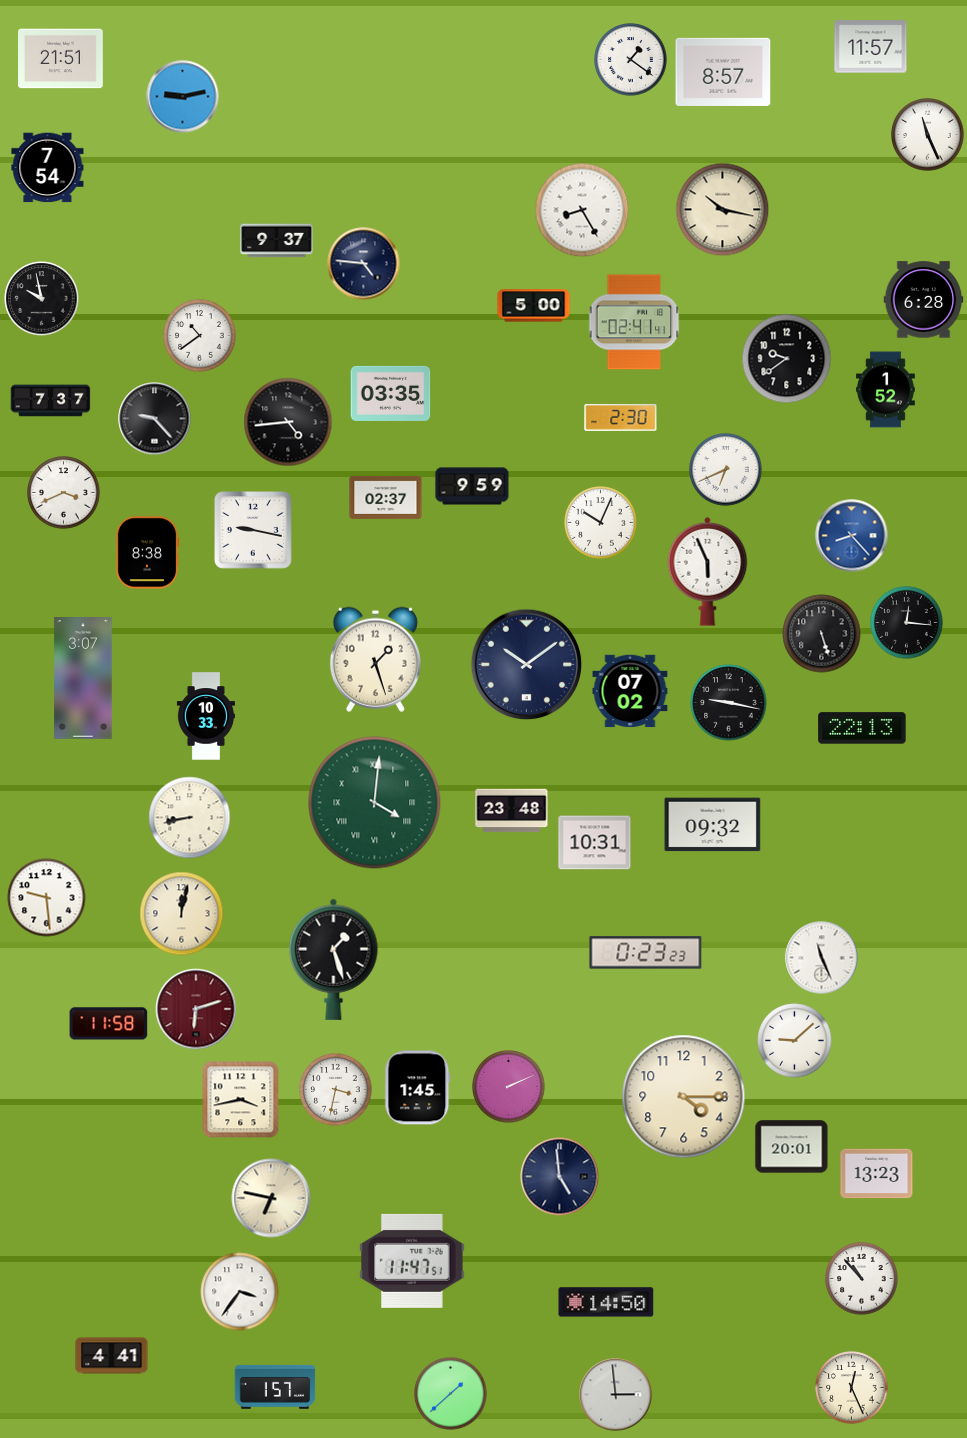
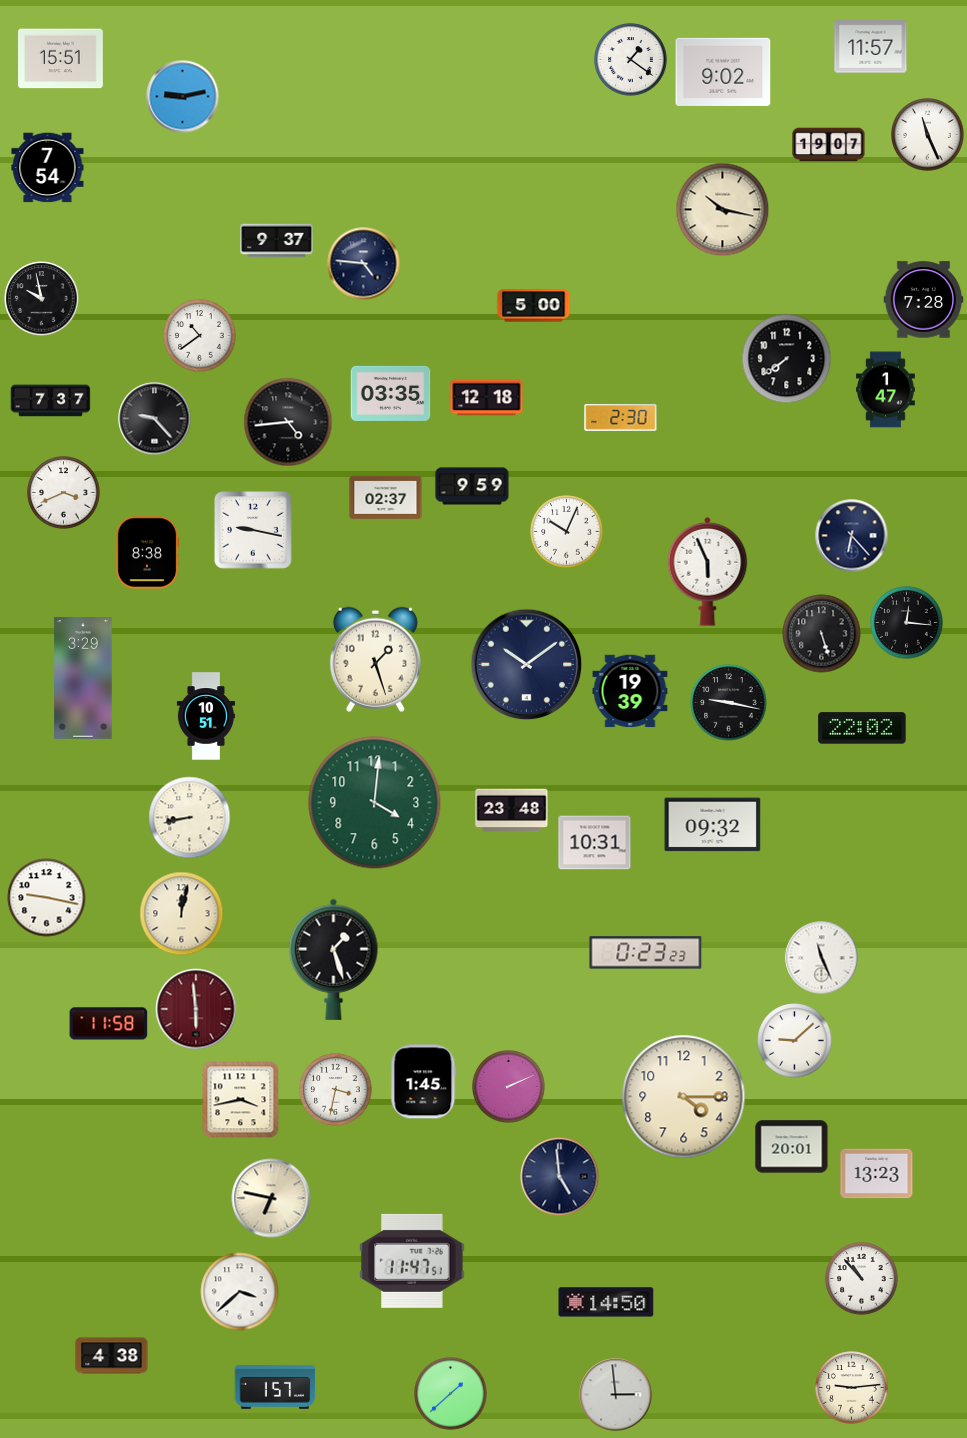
clock at (61, 59): 21:51 -> 15:51
clock at (723, 72): 8:57 -> 9:02
clock at (829, 145): none -> 19:07
clock at (582, 210): 8:25 -> none
clock at (924, 300): 6:28 -> 7:28
clock at (634, 322): 02:41 -> none
clock at (787, 359): 9:39 -> 7:39
clock at (886, 390): 1:52 -> 1:47
clock at (487, 398): none -> 12:18
clock at (726, 470): 6:41 -> none
clock at (601, 523) position: (601, 523) -> (567, 532)
clock at (852, 536): 8:23 -> 6:23
clock at (852, 536) dial: blue -> navy
clock at (83, 679): 3:07 -> 3:29
clock at (630, 691): 07:02 -> 19:39
clock at (206, 716): 10:33 -> 10:51
clock at (862, 728): 22:13 -> 22:02
clock at (375, 803) numerals: Roman -> Arabic
clock at (47, 898): 9:29 -> 9:17
clock at (196, 1009): 6:12 -> 5:59
clock at (418, 1088) position: (418, 1088) -> (424, 1082)
clock at (240, 1292): 3:36 -> 3:38
clock at (112, 1356): 4:41 -> 4:38
clock at (852, 1388): 12:26 -> 9:14
